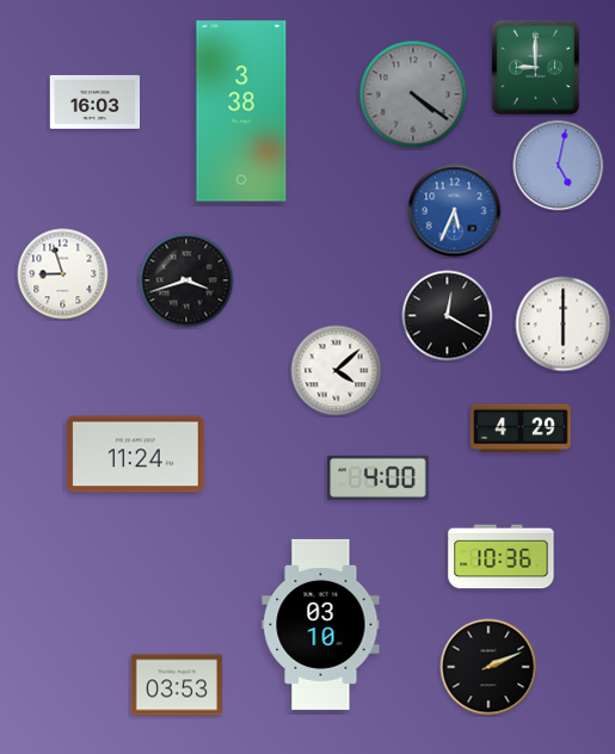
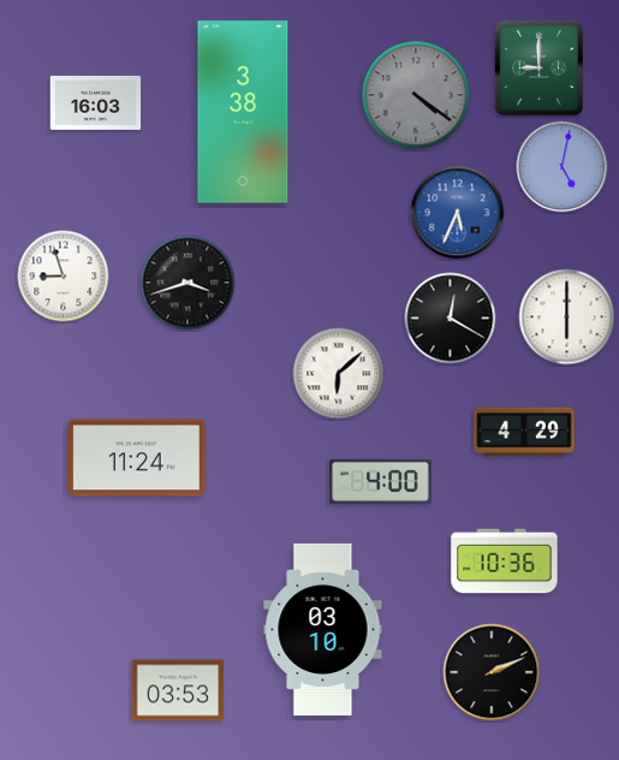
clock at (564, 325) position: (564, 325) -> (567, 317)
clock at (337, 371): 4:08 -> 6:08
